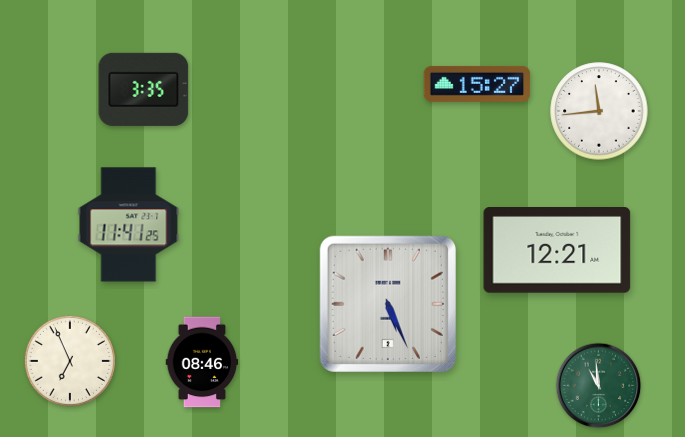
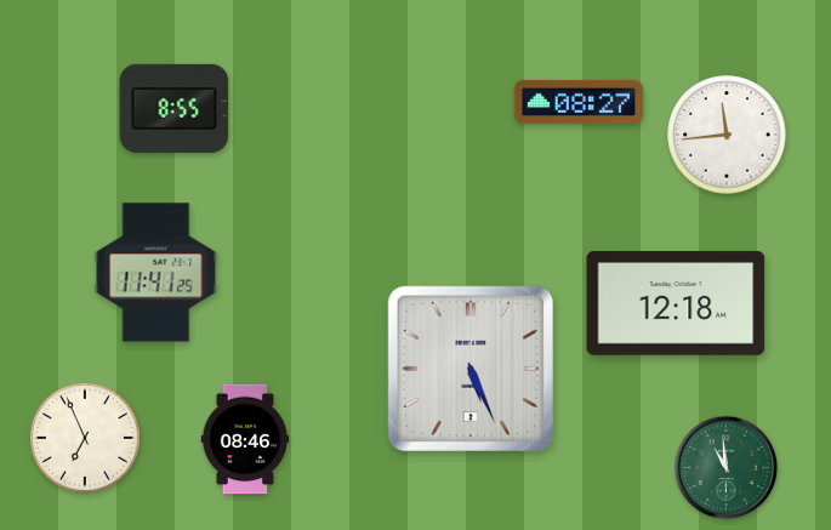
clock at (477, 84): 15:27 -> 08:27
clock at (144, 89): 3:35 -> 8:55
clock at (557, 251): 12:21 -> 12:18
